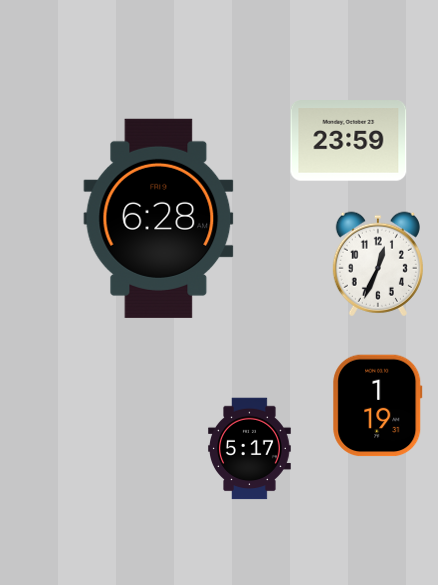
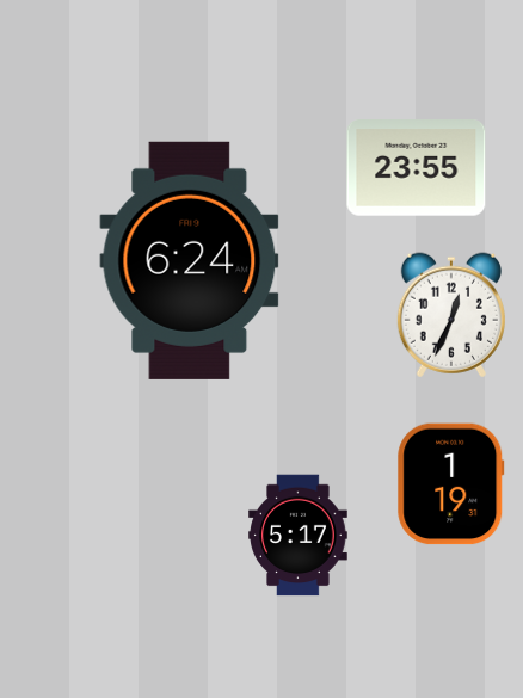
clock at (349, 141): 23:59 -> 23:55
clock at (159, 218): 6:28 -> 6:24
